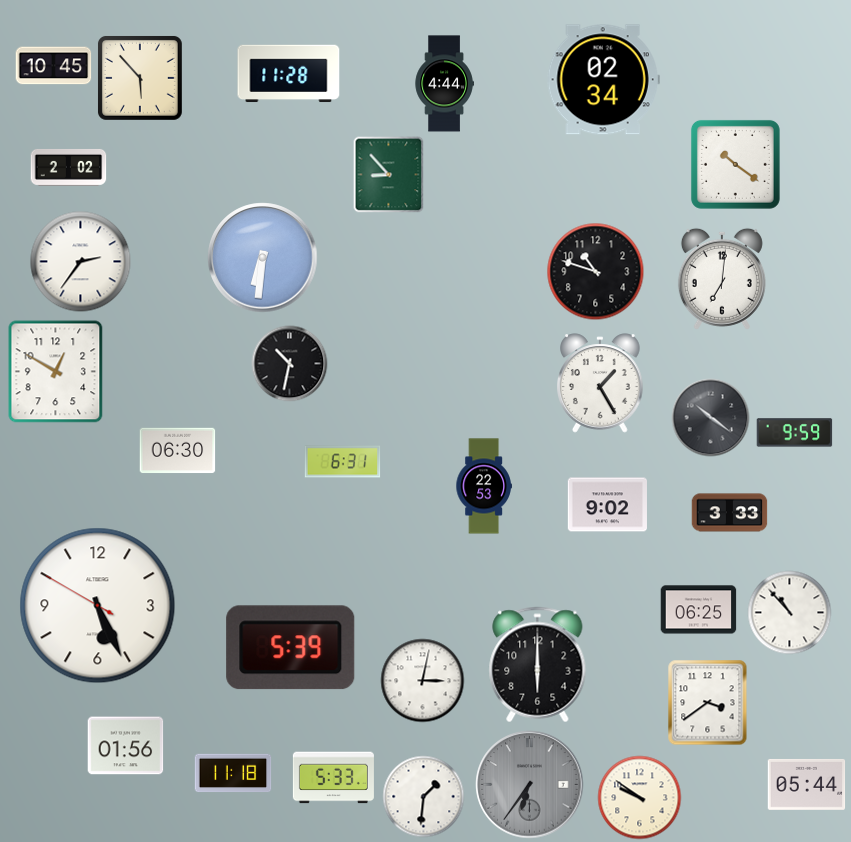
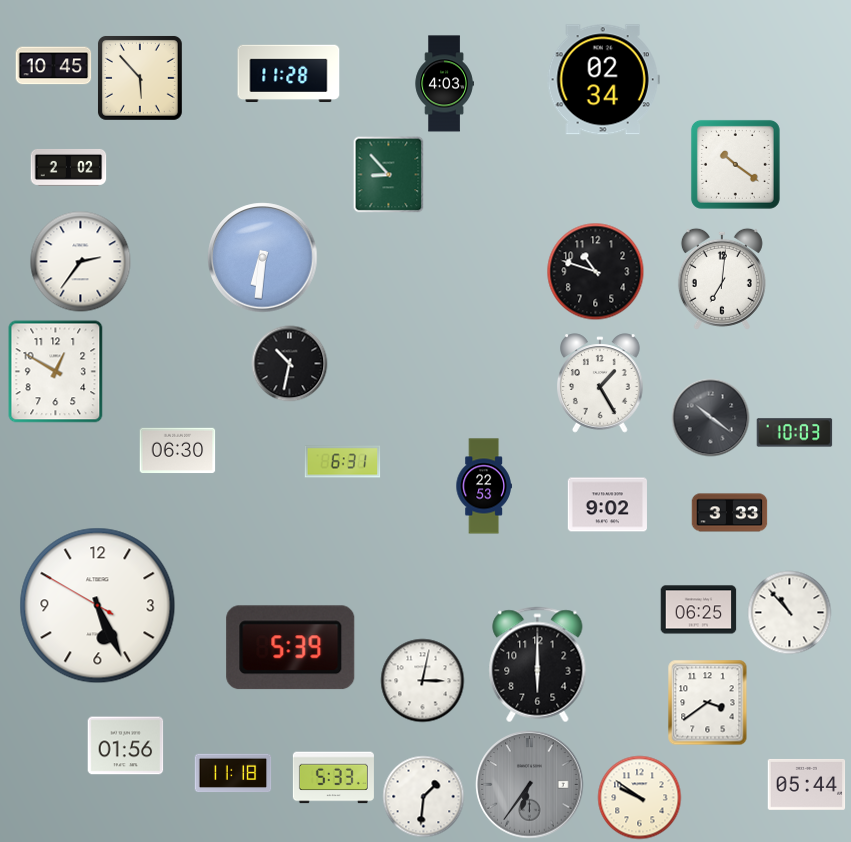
clock at (444, 84): 4:44 -> 4:03
clock at (795, 433): 9:59 -> 10:03
